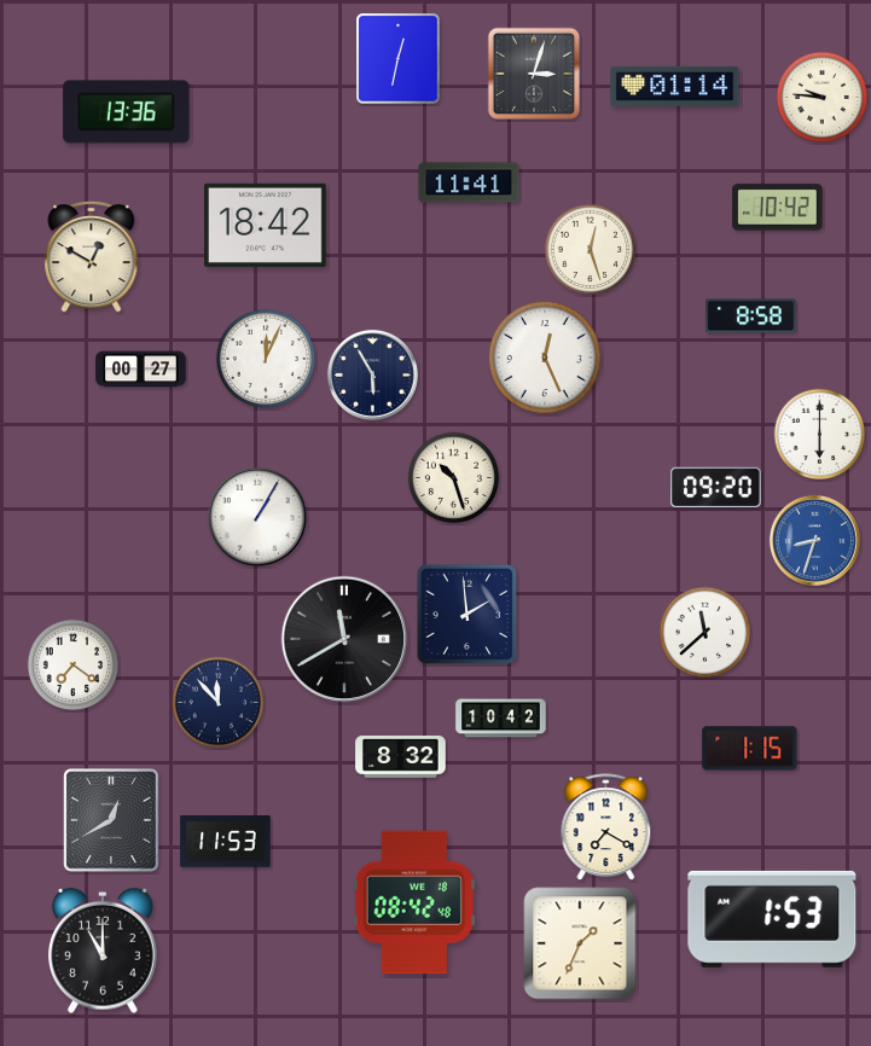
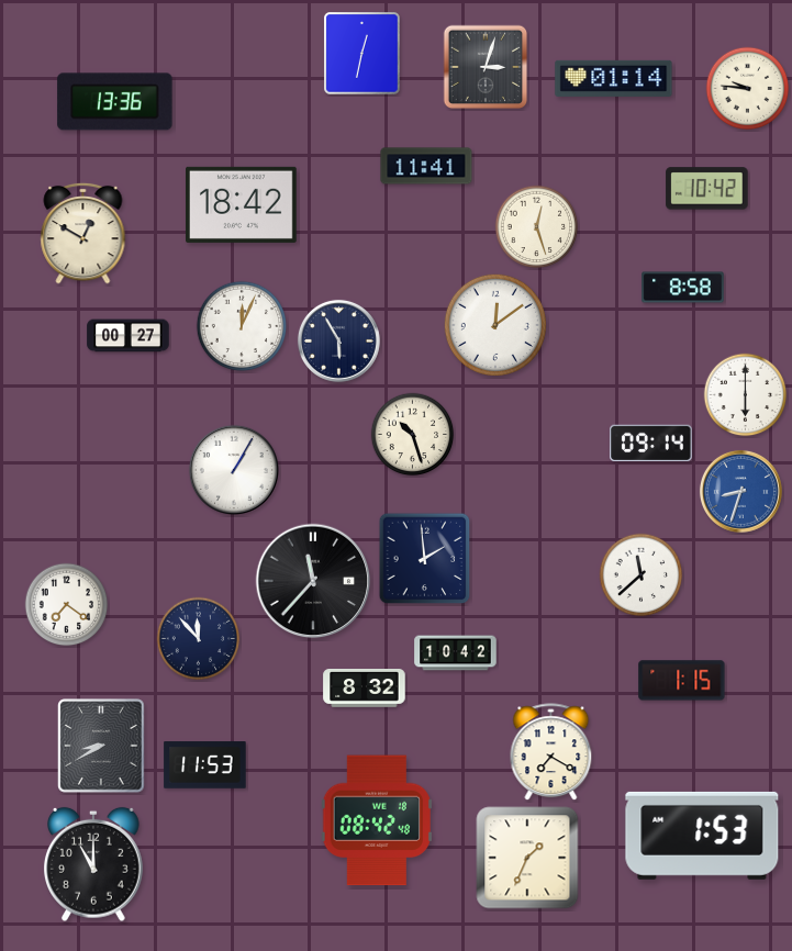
clock at (545, 358): 12:26 -> 12:09
clock at (716, 488): 09:20 -> 09:14
clock at (344, 639): 11:40 -> 11:37
clock at (111, 820): 12:40 -> 8:40
